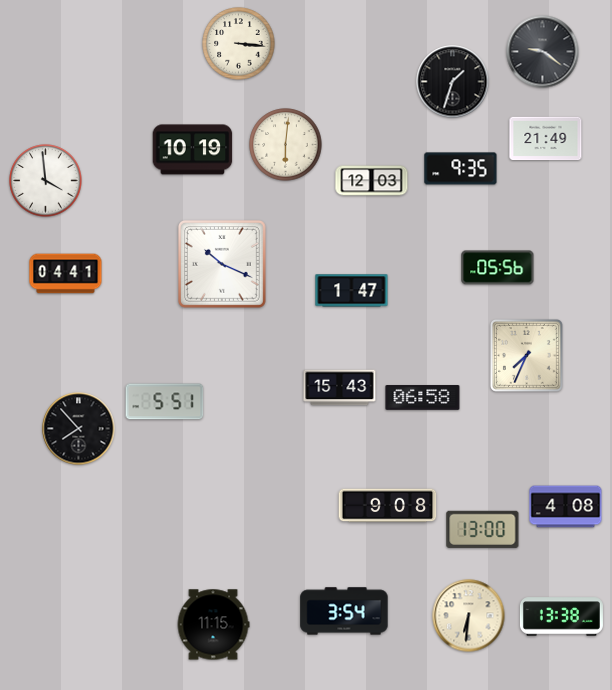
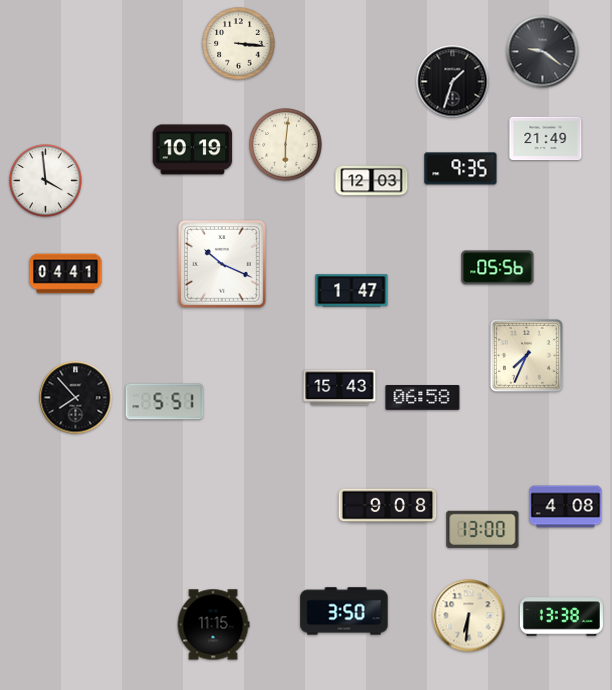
clock at (79, 429) position: (79, 429) -> (76, 398)
clock at (344, 611): 3:54 -> 3:50
